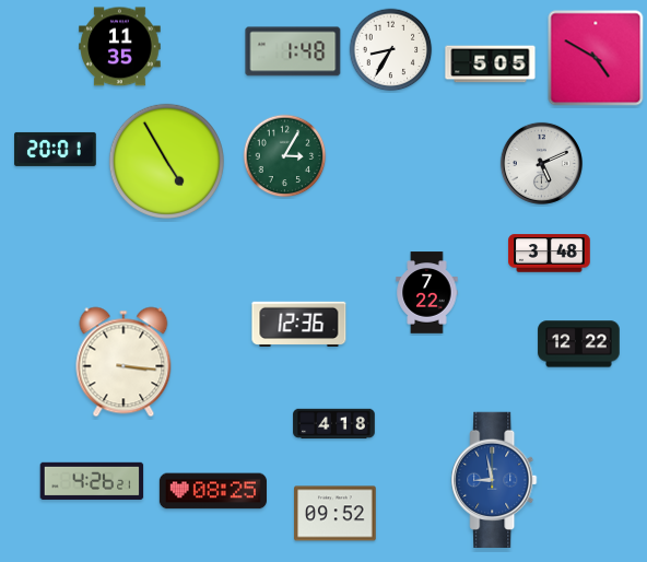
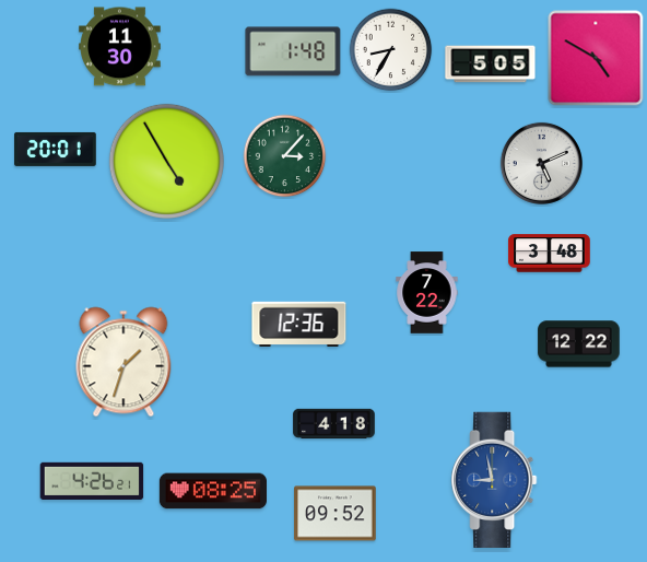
clock at (120, 47): 11:35 -> 11:30
clock at (285, 156): 3:05 -> 3:07
clock at (123, 362): 3:16 -> 1:33
